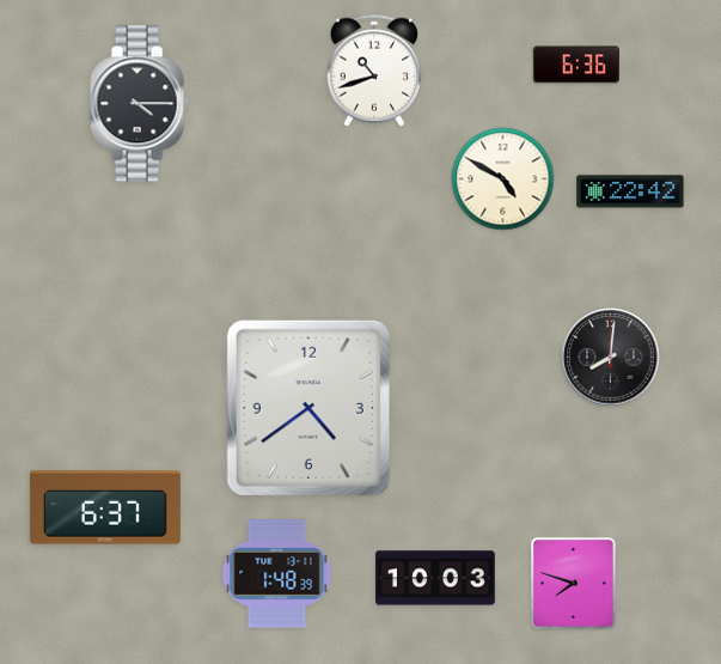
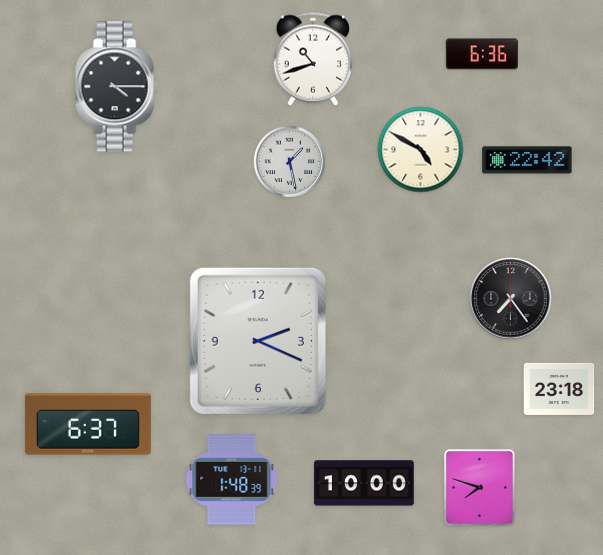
clock at (290, 162): none -> 1:28
clock at (611, 358): 8:01 -> 7:24
clock at (308, 408): 4:39 -> 2:19
clock at (559, 389): none -> 23:18
clock at (435, 578): 10:03 -> 10:00
